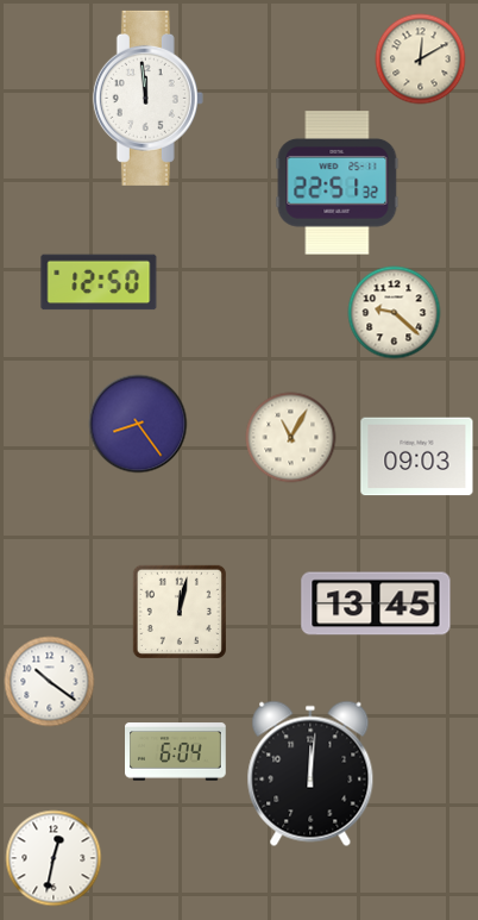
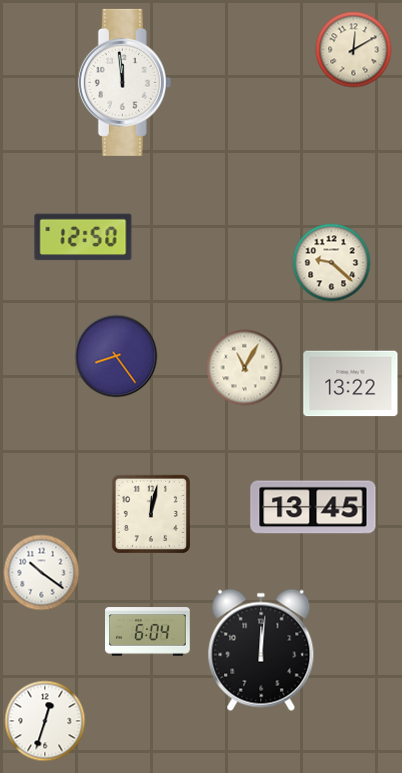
clock at (338, 183): 22:51 -> none
clock at (417, 457): 09:03 -> 13:22
clock at (376, 603) position: (376, 603) -> (313, 507)
clock at (54, 858): 12:32 -> 12:33
